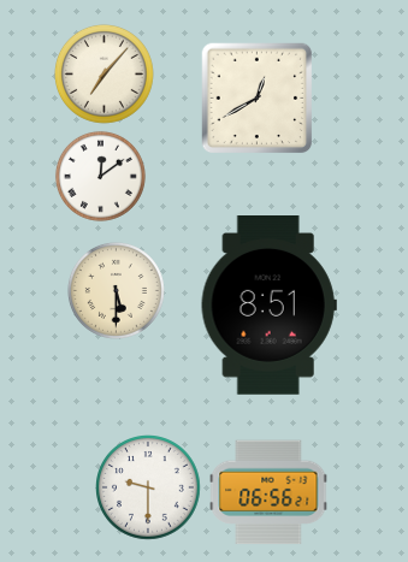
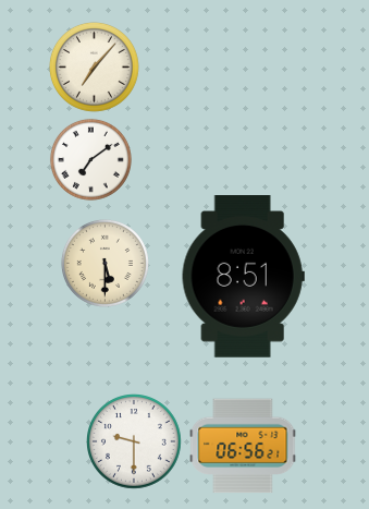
clock at (258, 99): 12:40 -> none
clock at (100, 176): 12:09 -> 7:09
